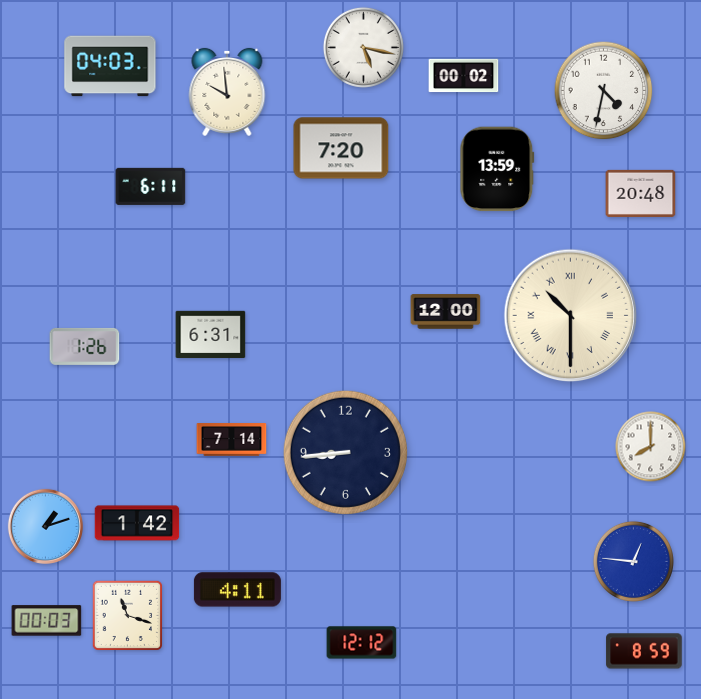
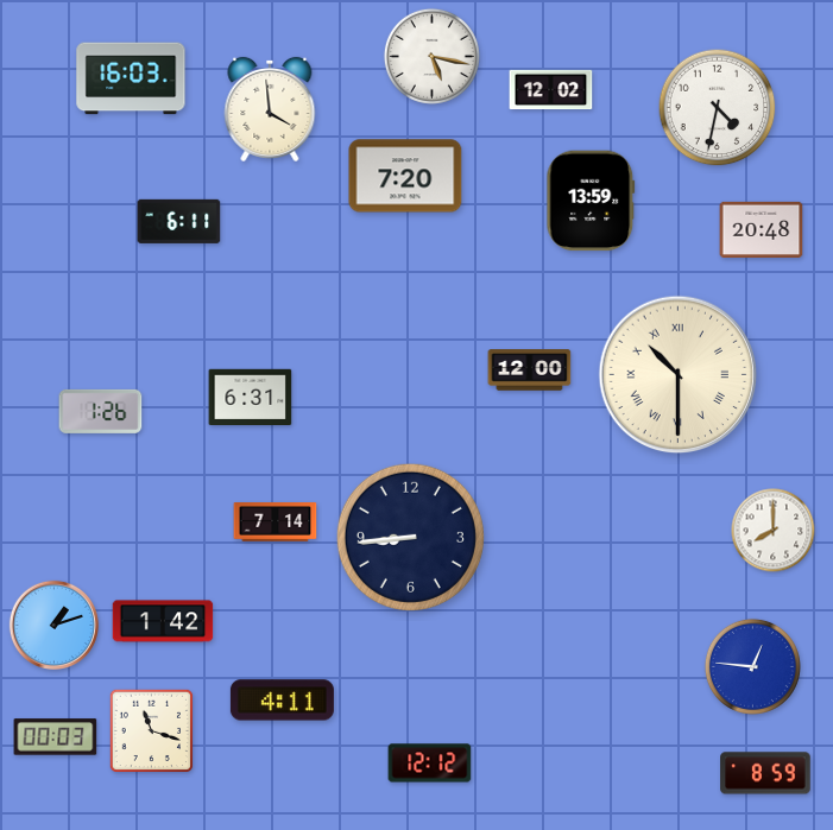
clock at (110, 66): 04:03 -> 16:03
clock at (464, 76): 00:02 -> 12:02
clock at (227, 92): 9:59 -> 3:59
